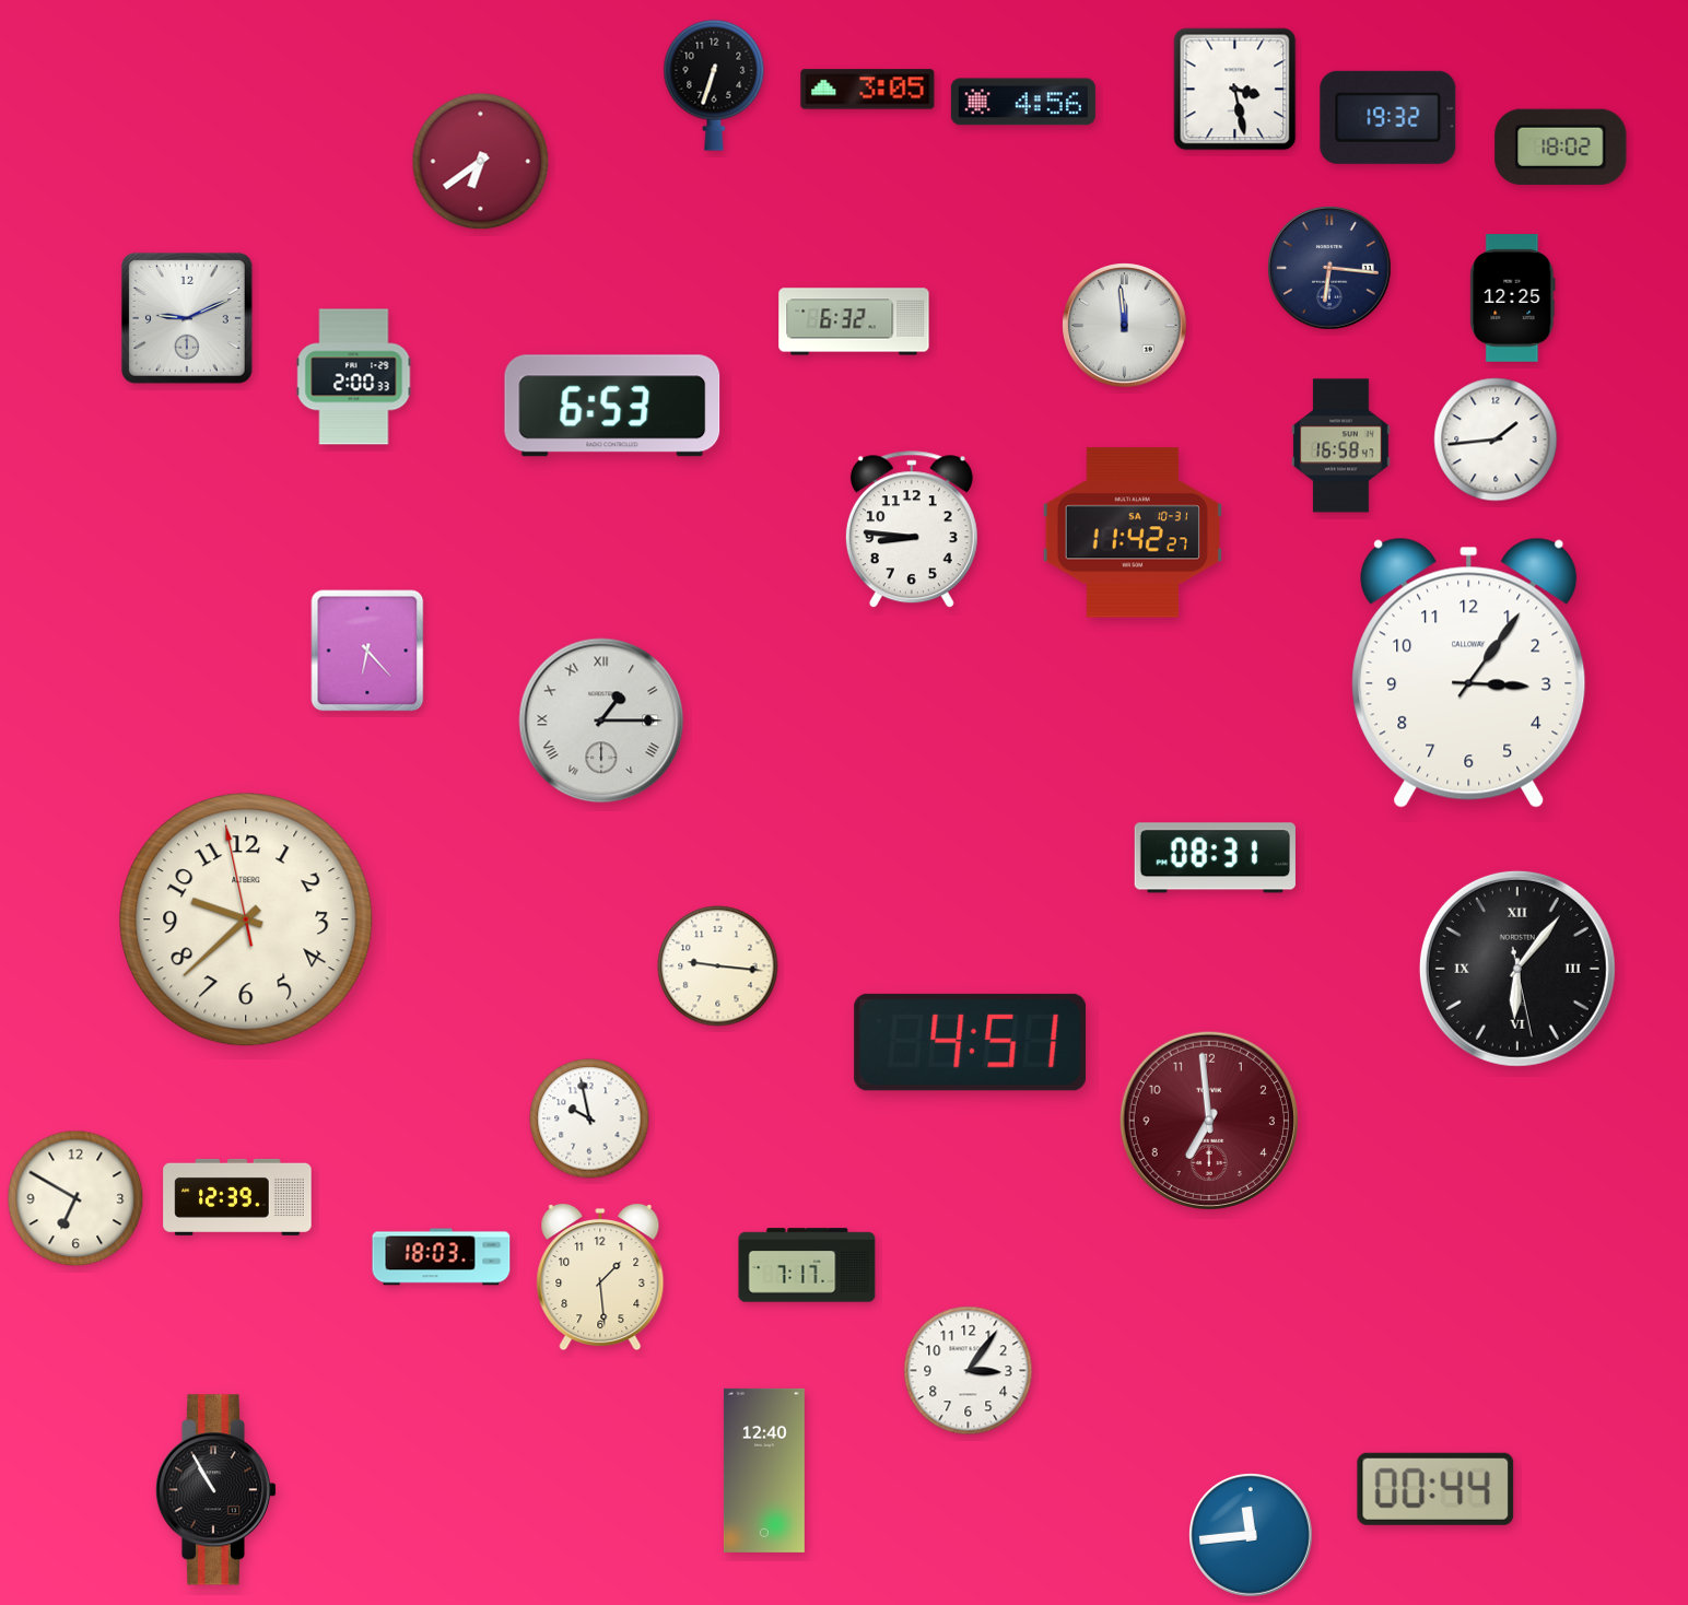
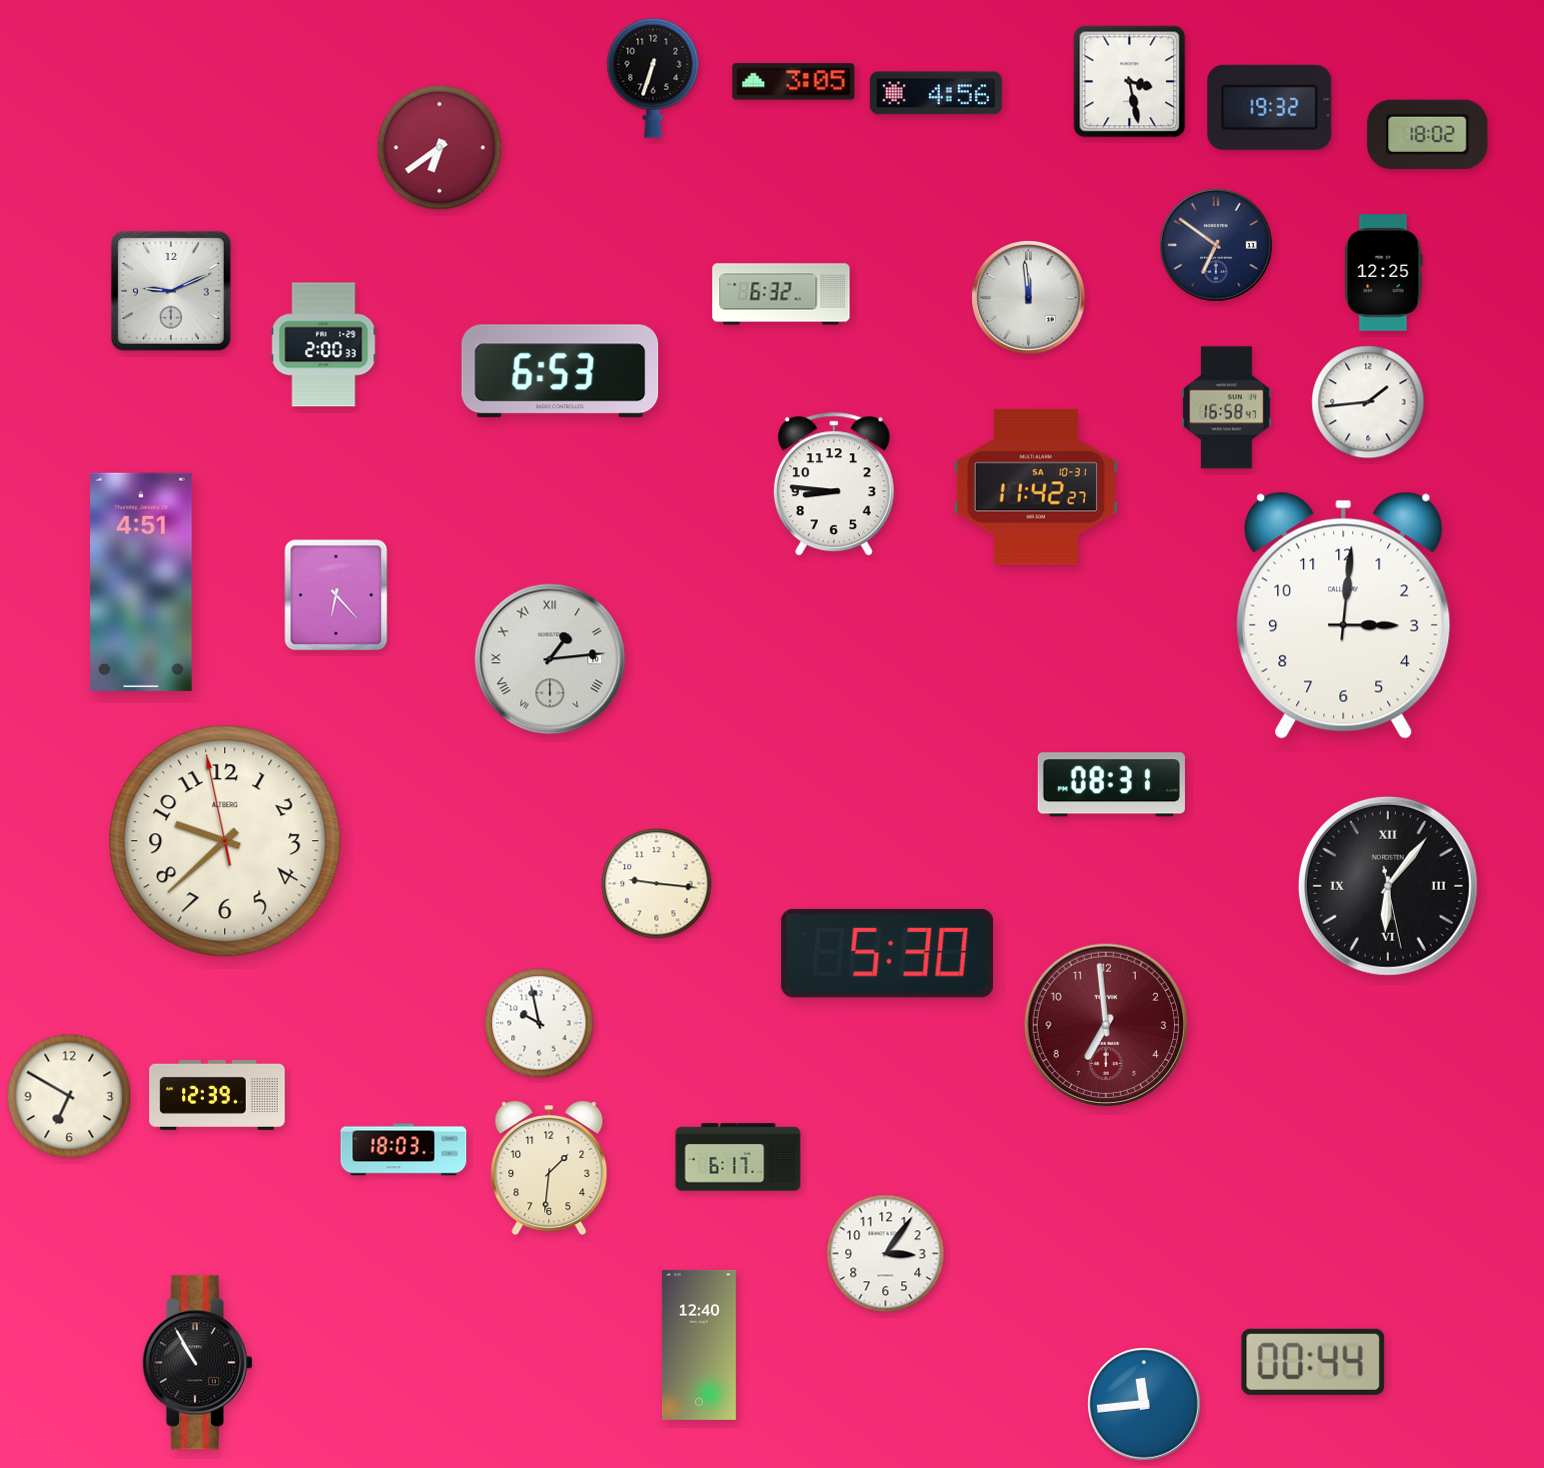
clock at (1331, 269): 6:16 -> 6:51
clock at (142, 582): none -> 4:51
clock at (1469, 672): 3:06 -> 3:01
clock at (601, 721): 1:15 -> 1:14
clock at (971, 1042): 4:51 -> 5:30
clock at (807, 1265): 7:17 -> 6:17
clock at (600, 1277): 1:29 -> 1:31
